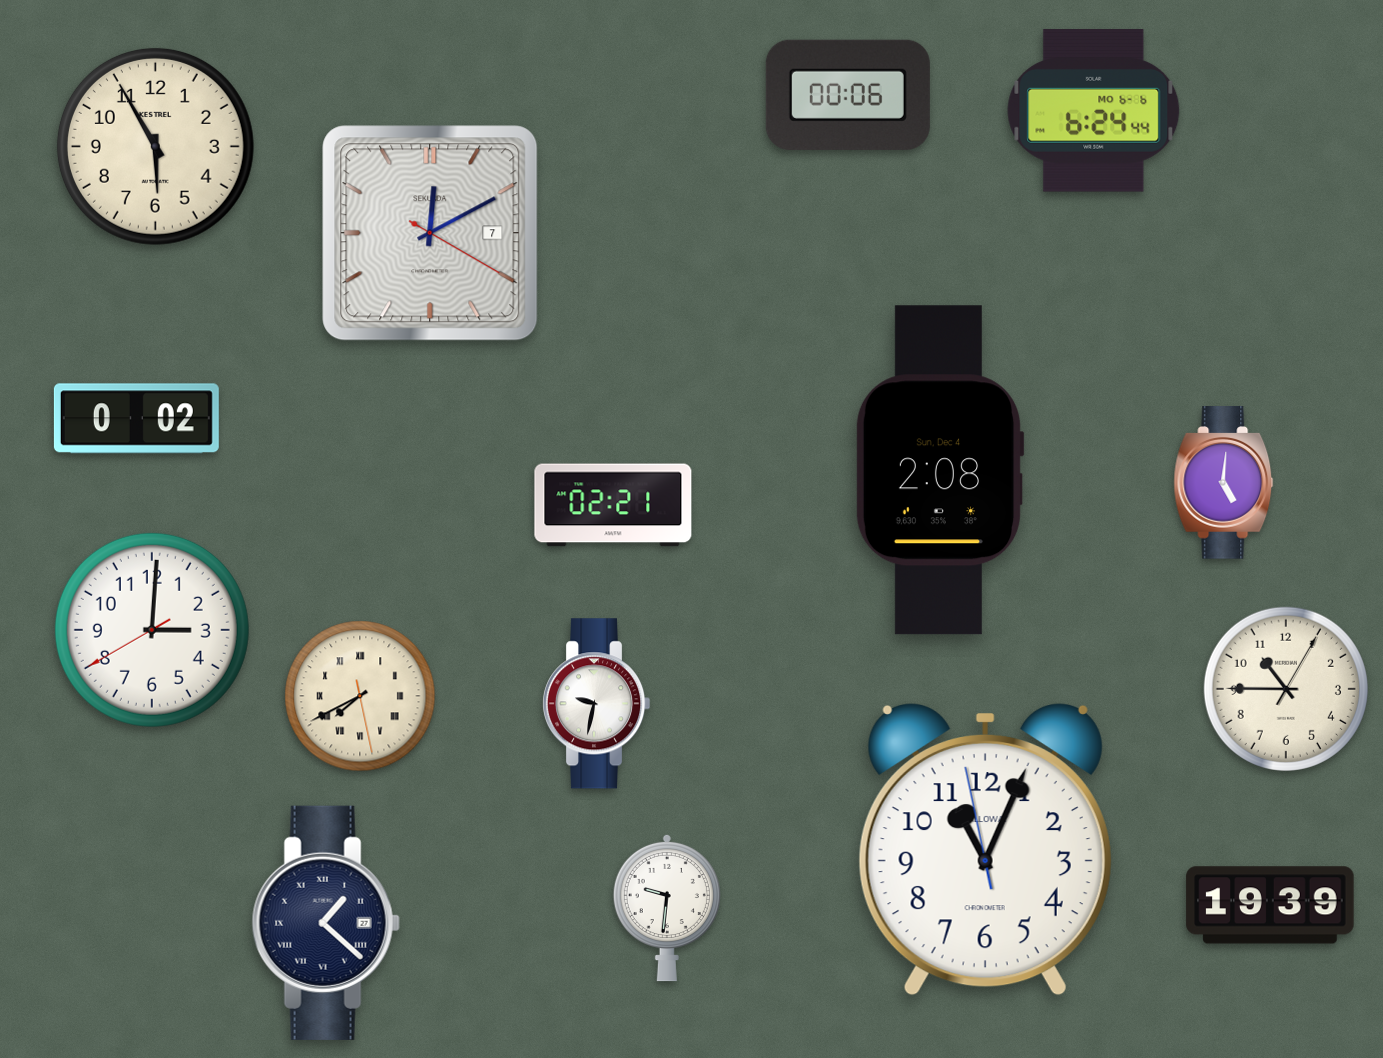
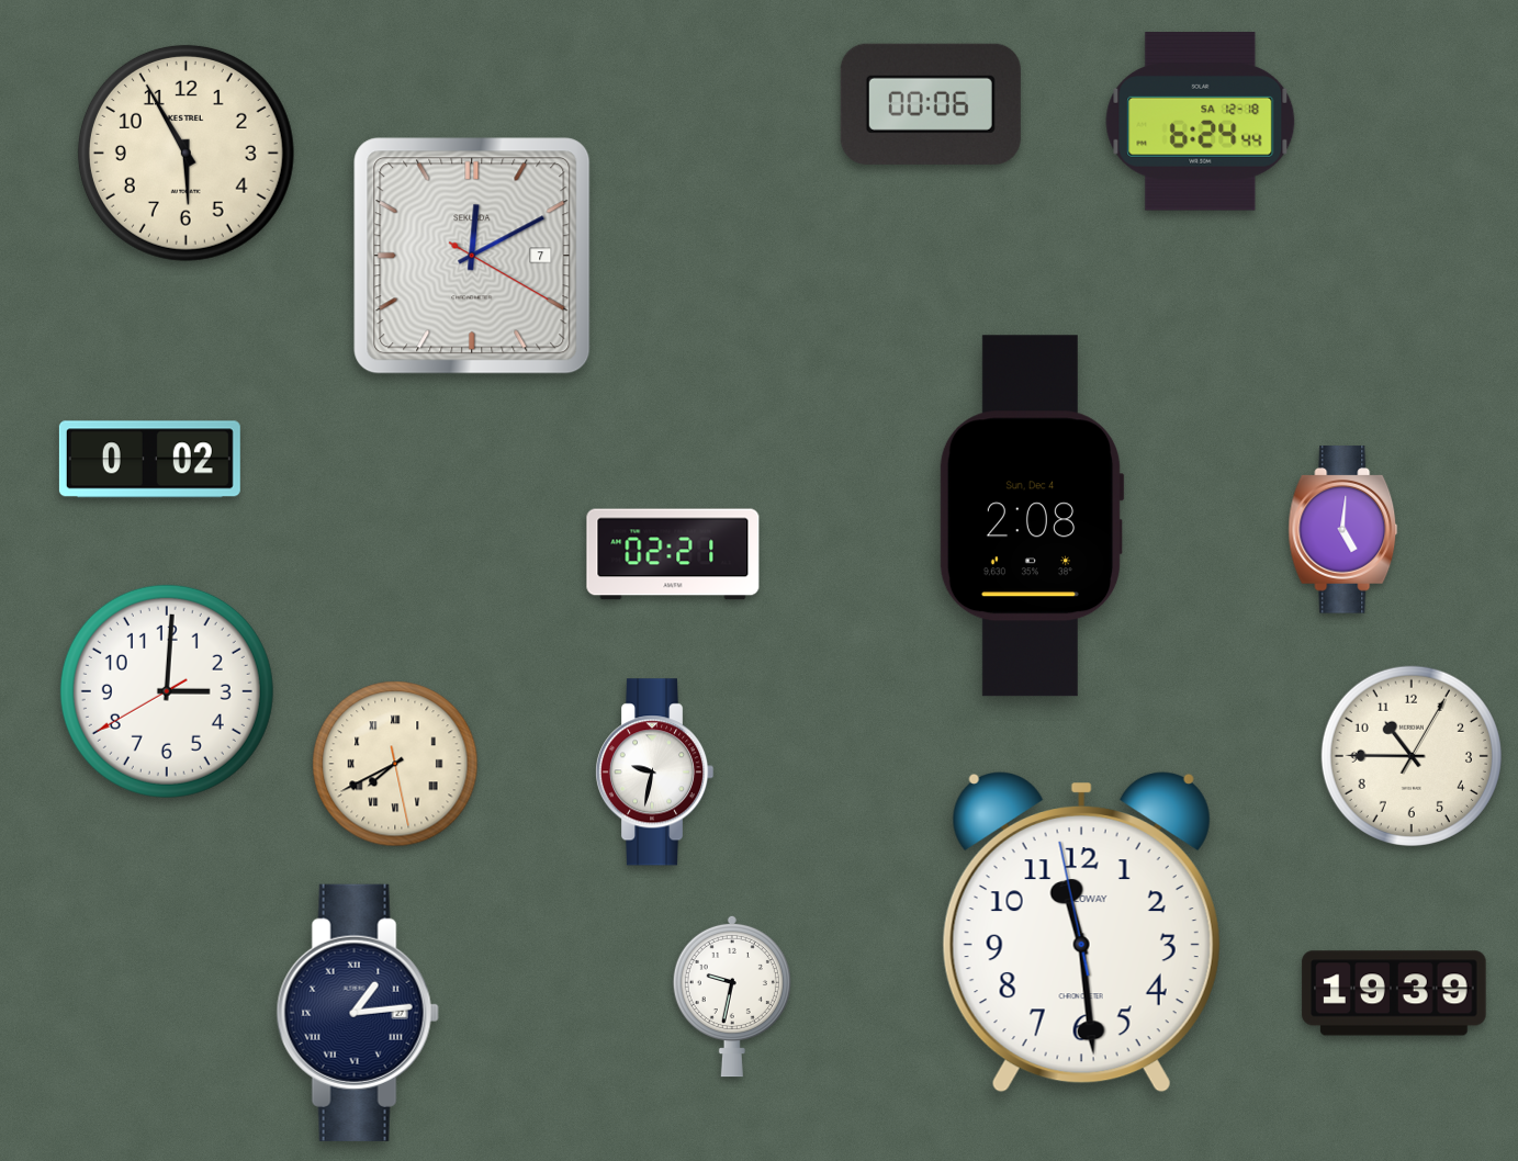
clock at (1094, 111) date: MO 6-6 -> SA 12-18
clock at (155, 146) position: (155, 146) -> (185, 153)
clock at (985, 849): 11:03 -> 11:28
clock at (667, 908): 9:31 -> 9:32
clock at (326, 923): 1:22 -> 1:14
